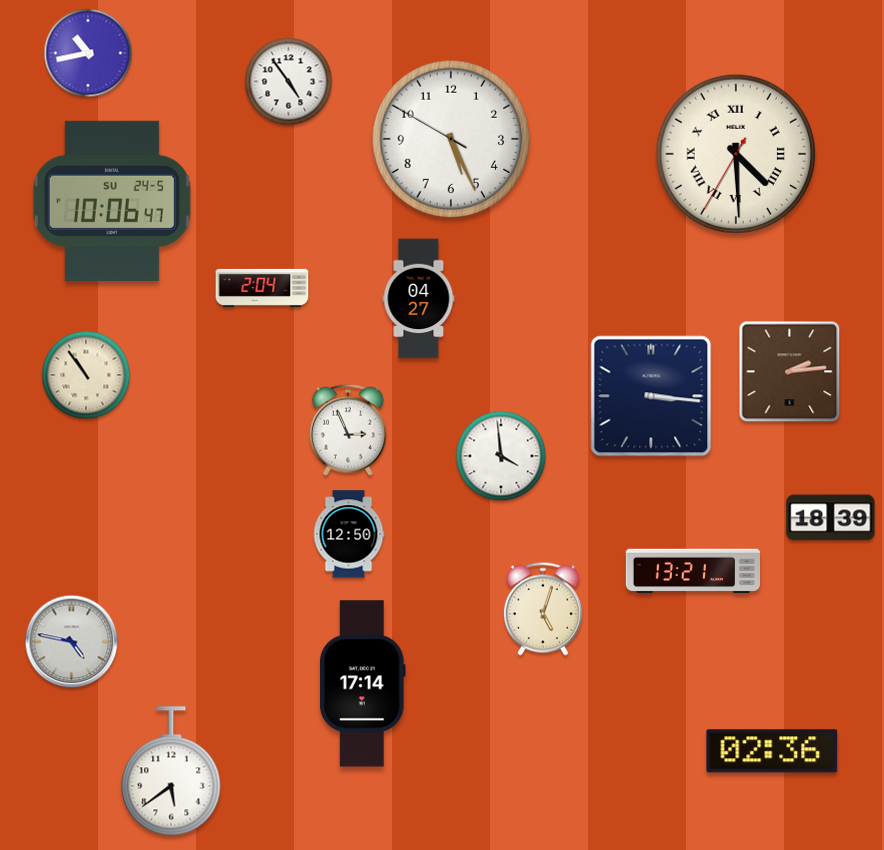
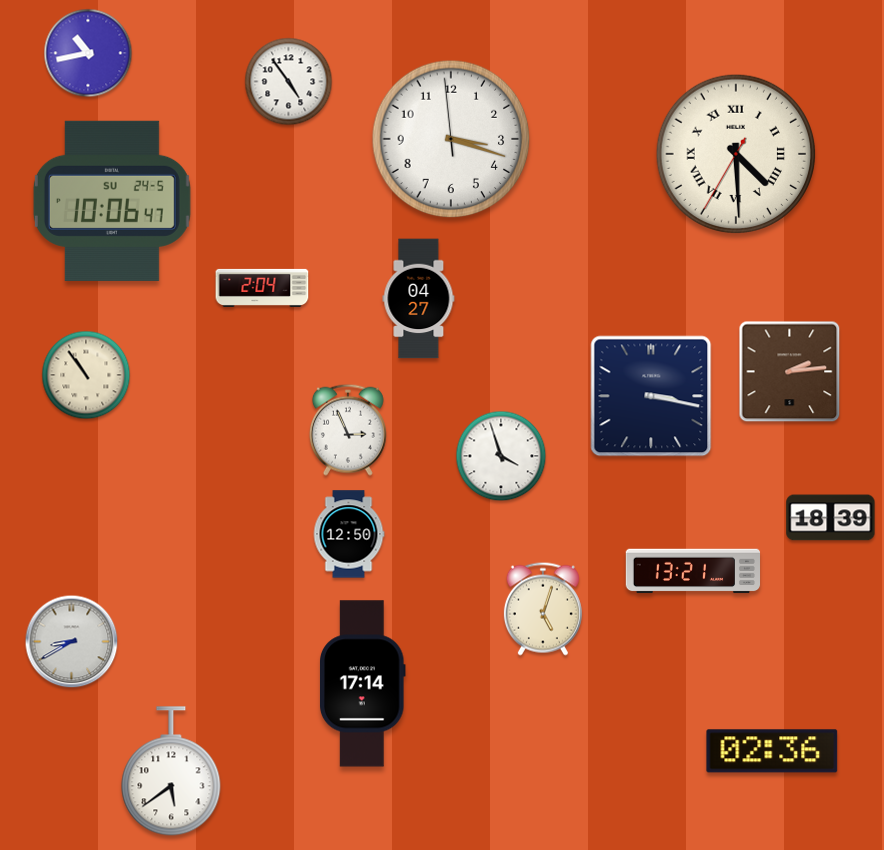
clock at (451, 139): 5:25 -> 3:17
clock at (651, 396): 3:16 -> 3:17
clock at (501, 456): 3:59 -> 3:57
clock at (72, 642): 4:47 -> 8:40
